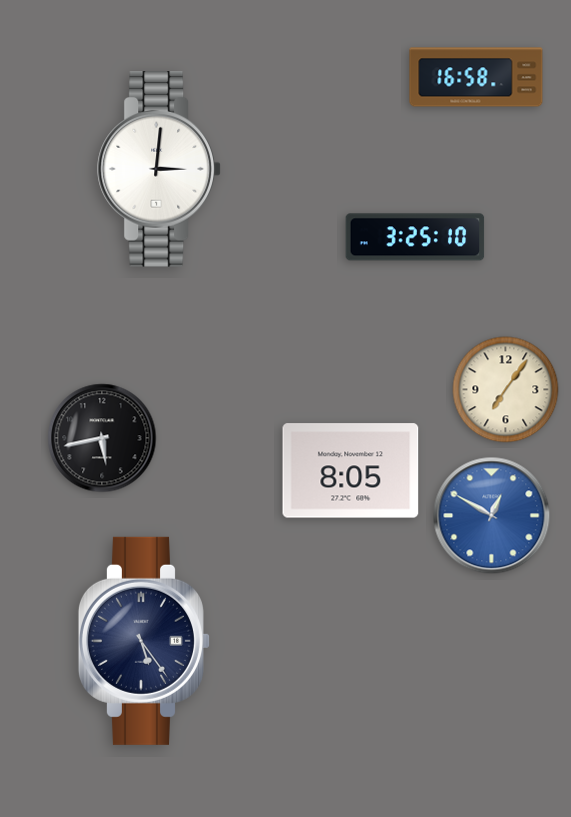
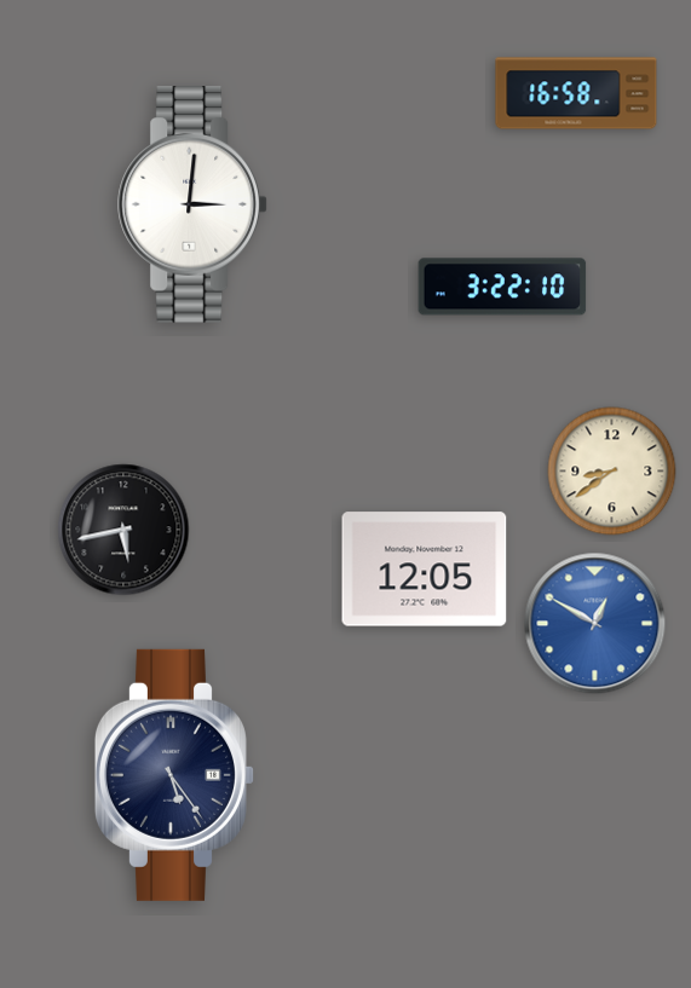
clock at (415, 237): 3:25 -> 3:22
clock at (506, 390): 7:06 -> 8:39
clock at (351, 471): 8:05 -> 12:05
